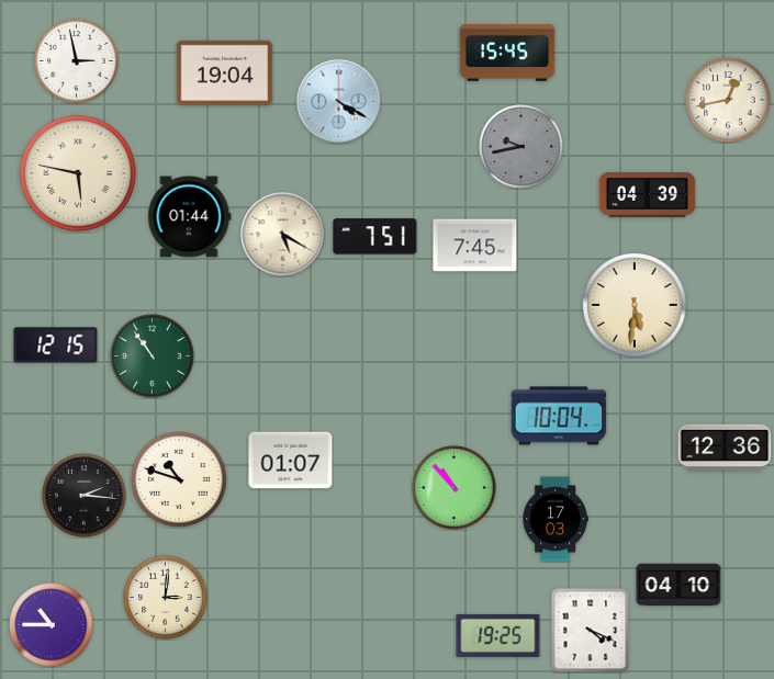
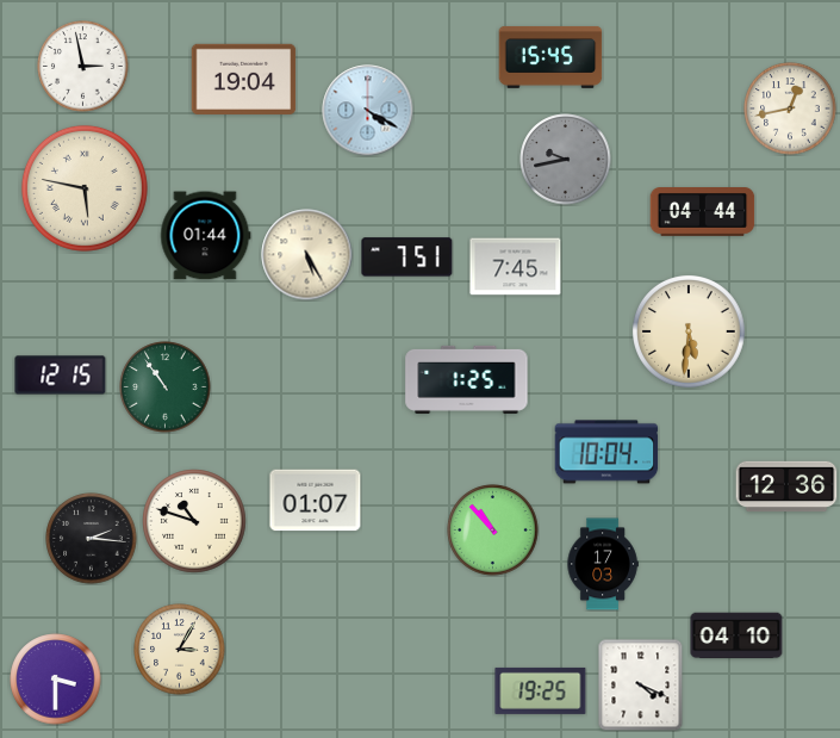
clock at (648, 195): 04:39 -> 04:44
clock at (283, 235): 5:20 -> 5:25
clock at (467, 379): none -> 1:25
clock at (166, 598): 3:01 -> 3:05
clock at (52, 625): 10:45 -> 3:30
